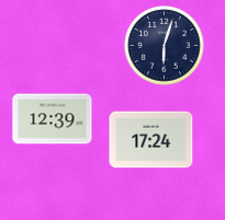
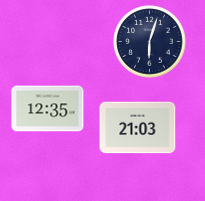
clock at (53, 119): 12:39 -> 12:35
clock at (151, 140): 17:24 -> 21:03
